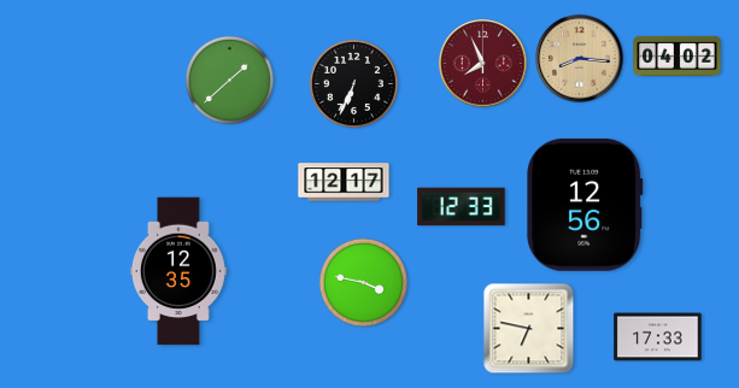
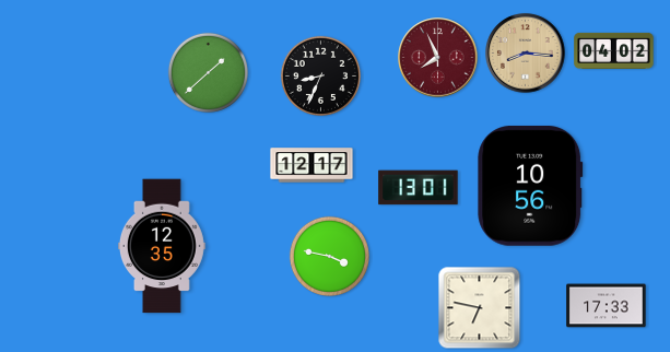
clock at (353, 83): 6:34 -> 8:34
clock at (585, 206): 12:56 -> 10:56
clock at (462, 207): 12:33 -> 13:01
clock at (529, 329) position: (529, 329) -> (480, 308)
clock at (658, 337) position: (658, 337) -> (607, 306)
